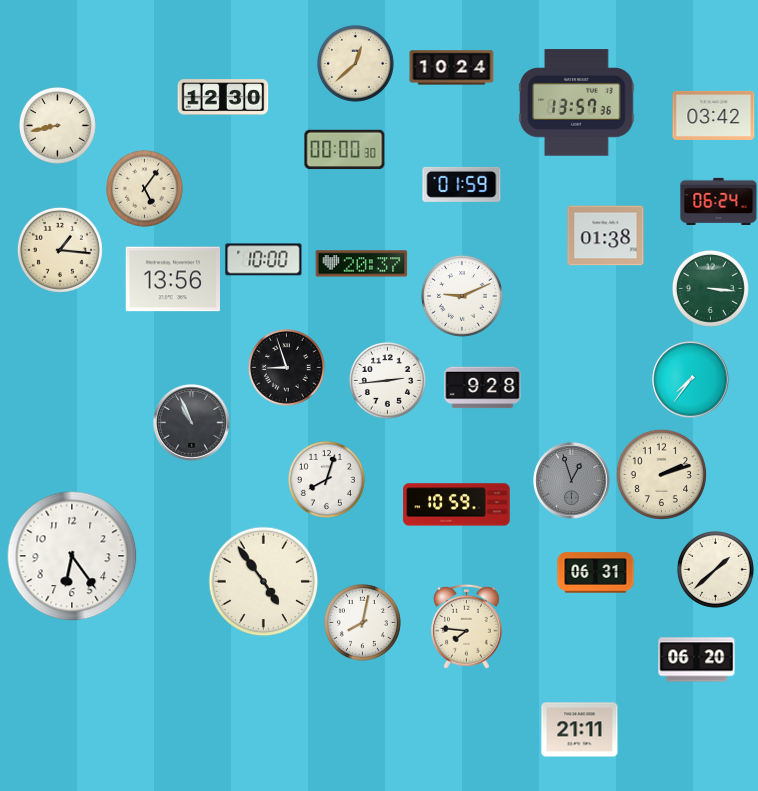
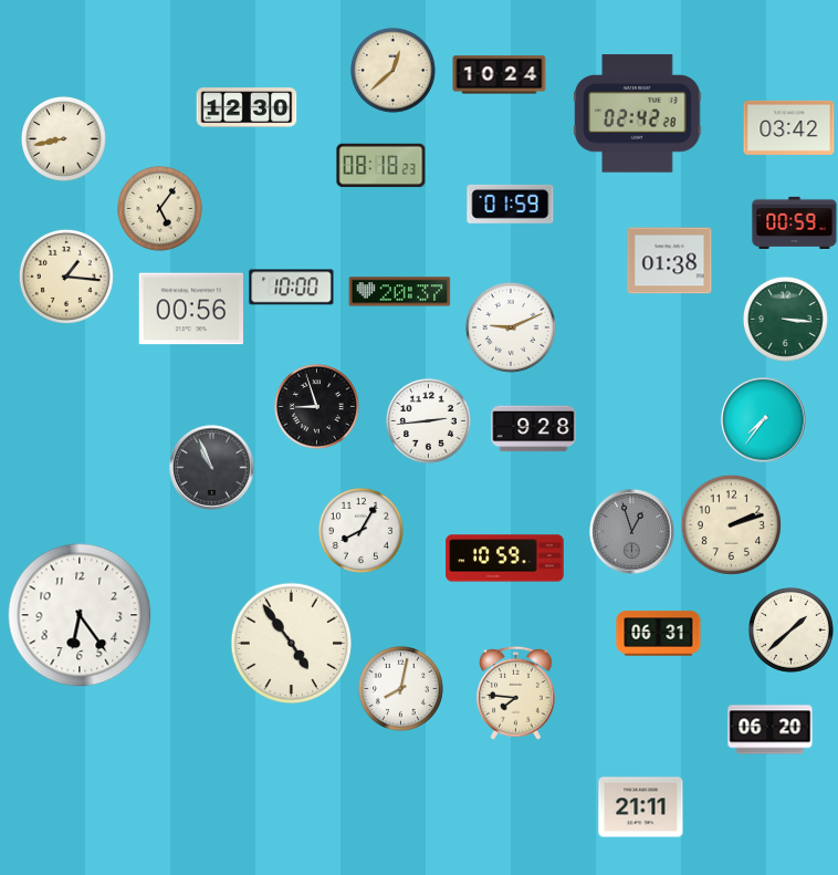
clock at (577, 103): 13:57 -> 02:42
clock at (345, 150): 00:00 -> 08:18
clock at (719, 201): 06:24 -> 00:59
clock at (172, 279): 13:56 -> 00:56
clock at (326, 479): 8:03 -> 8:05
